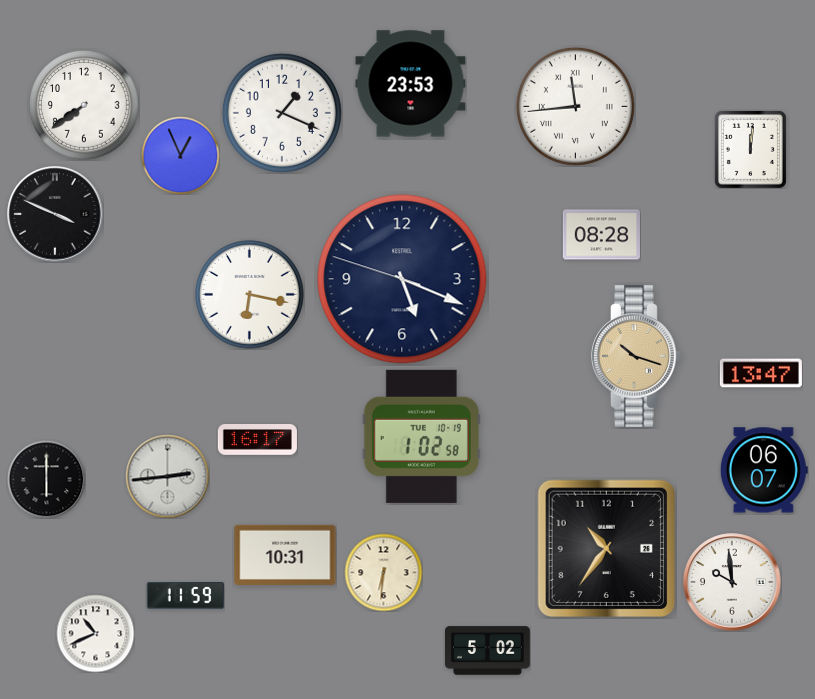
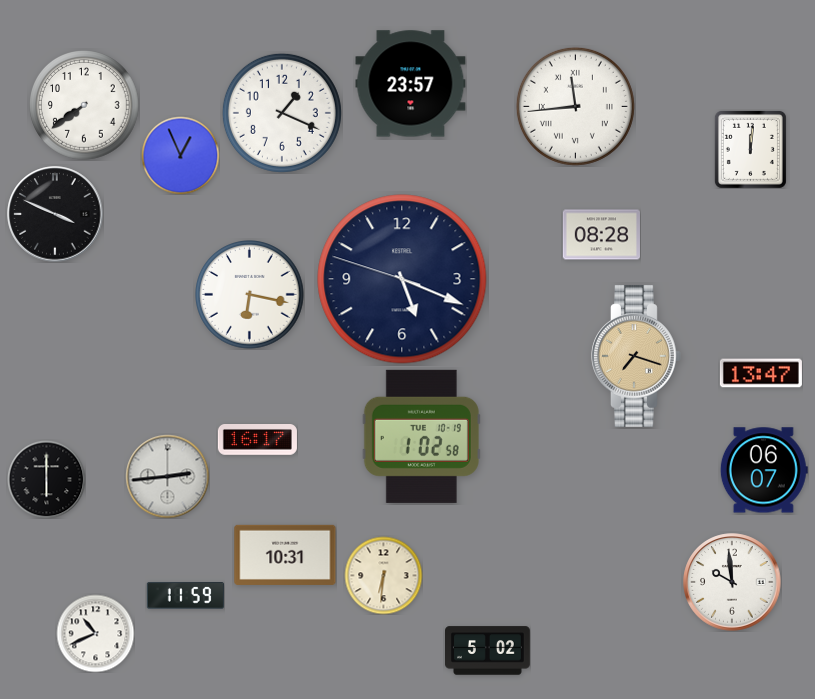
clock at (411, 84): 23:53 -> 23:57
clock at (637, 356): 10:18 -> 7:18
clock at (606, 548): 10:36 -> none
clock at (383, 572) position: (383, 572) -> (383, 575)
